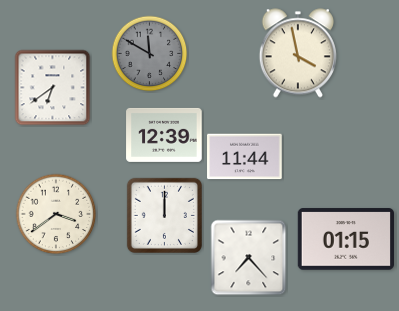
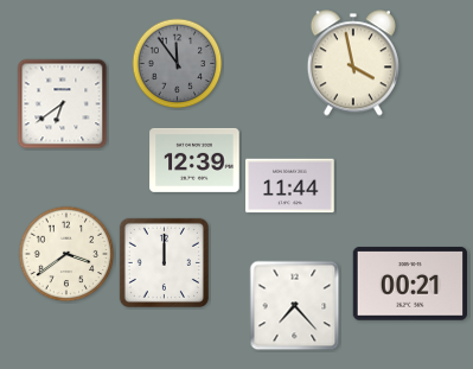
clock at (150, 54): 11:50 -> 11:54
clock at (164, 215) position: (164, 215) -> (164, 262)
clock at (345, 239): 01:15 -> 00:21
